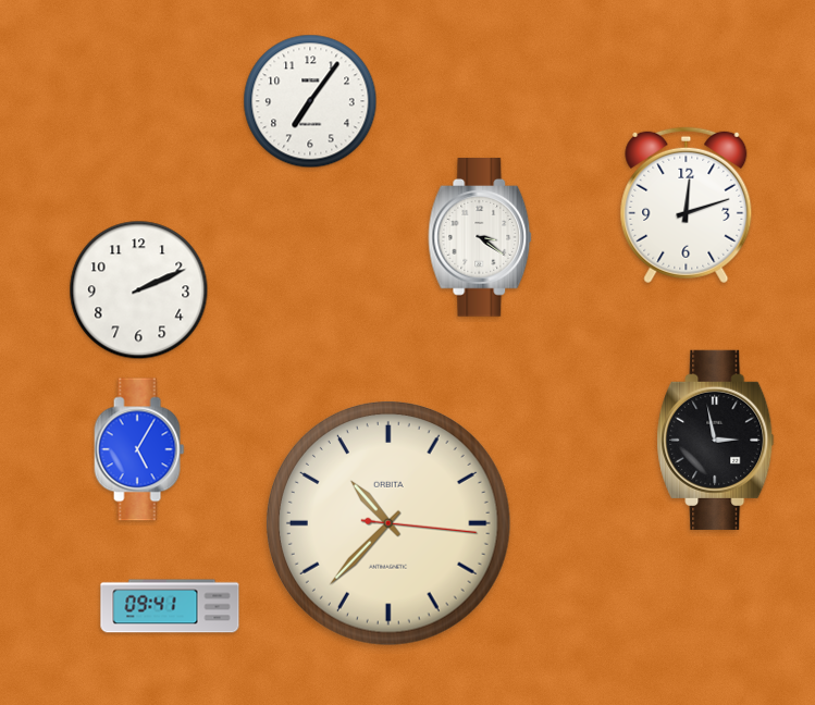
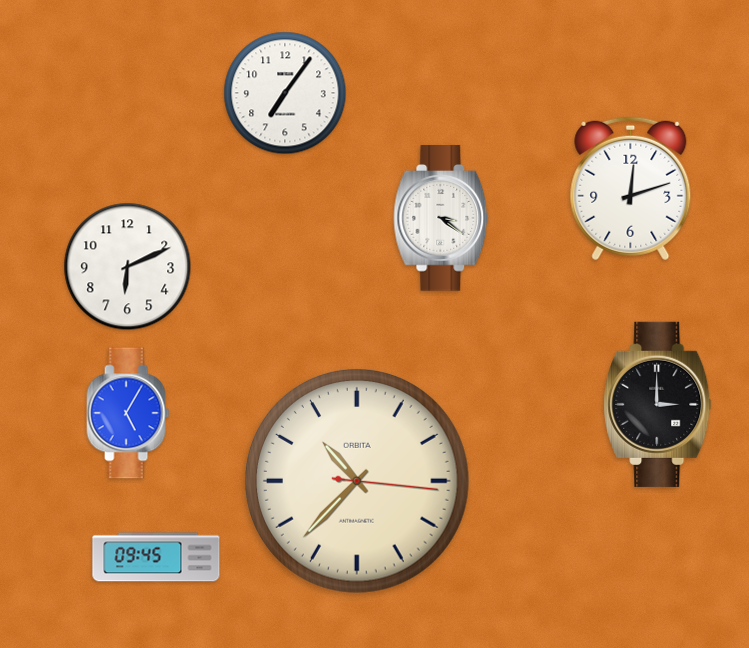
clock at (139, 290): 2:11 -> 6:11
clock at (716, 440): 2:58 -> 3:00
clock at (170, 606): 09:41 -> 09:45
